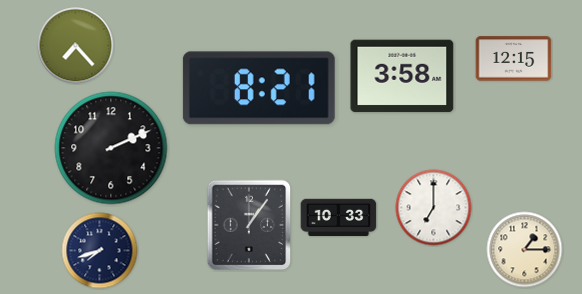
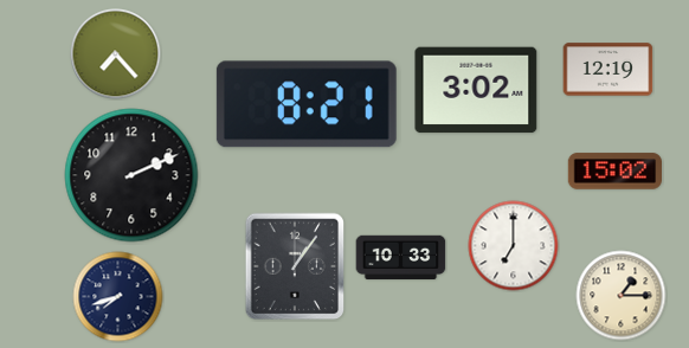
clock at (76, 46) position: (76, 46) -> (116, 54)
clock at (514, 59): 12:15 -> 12:19
clock at (402, 76): 3:58 -> 3:02
clock at (614, 172): none -> 15:02
